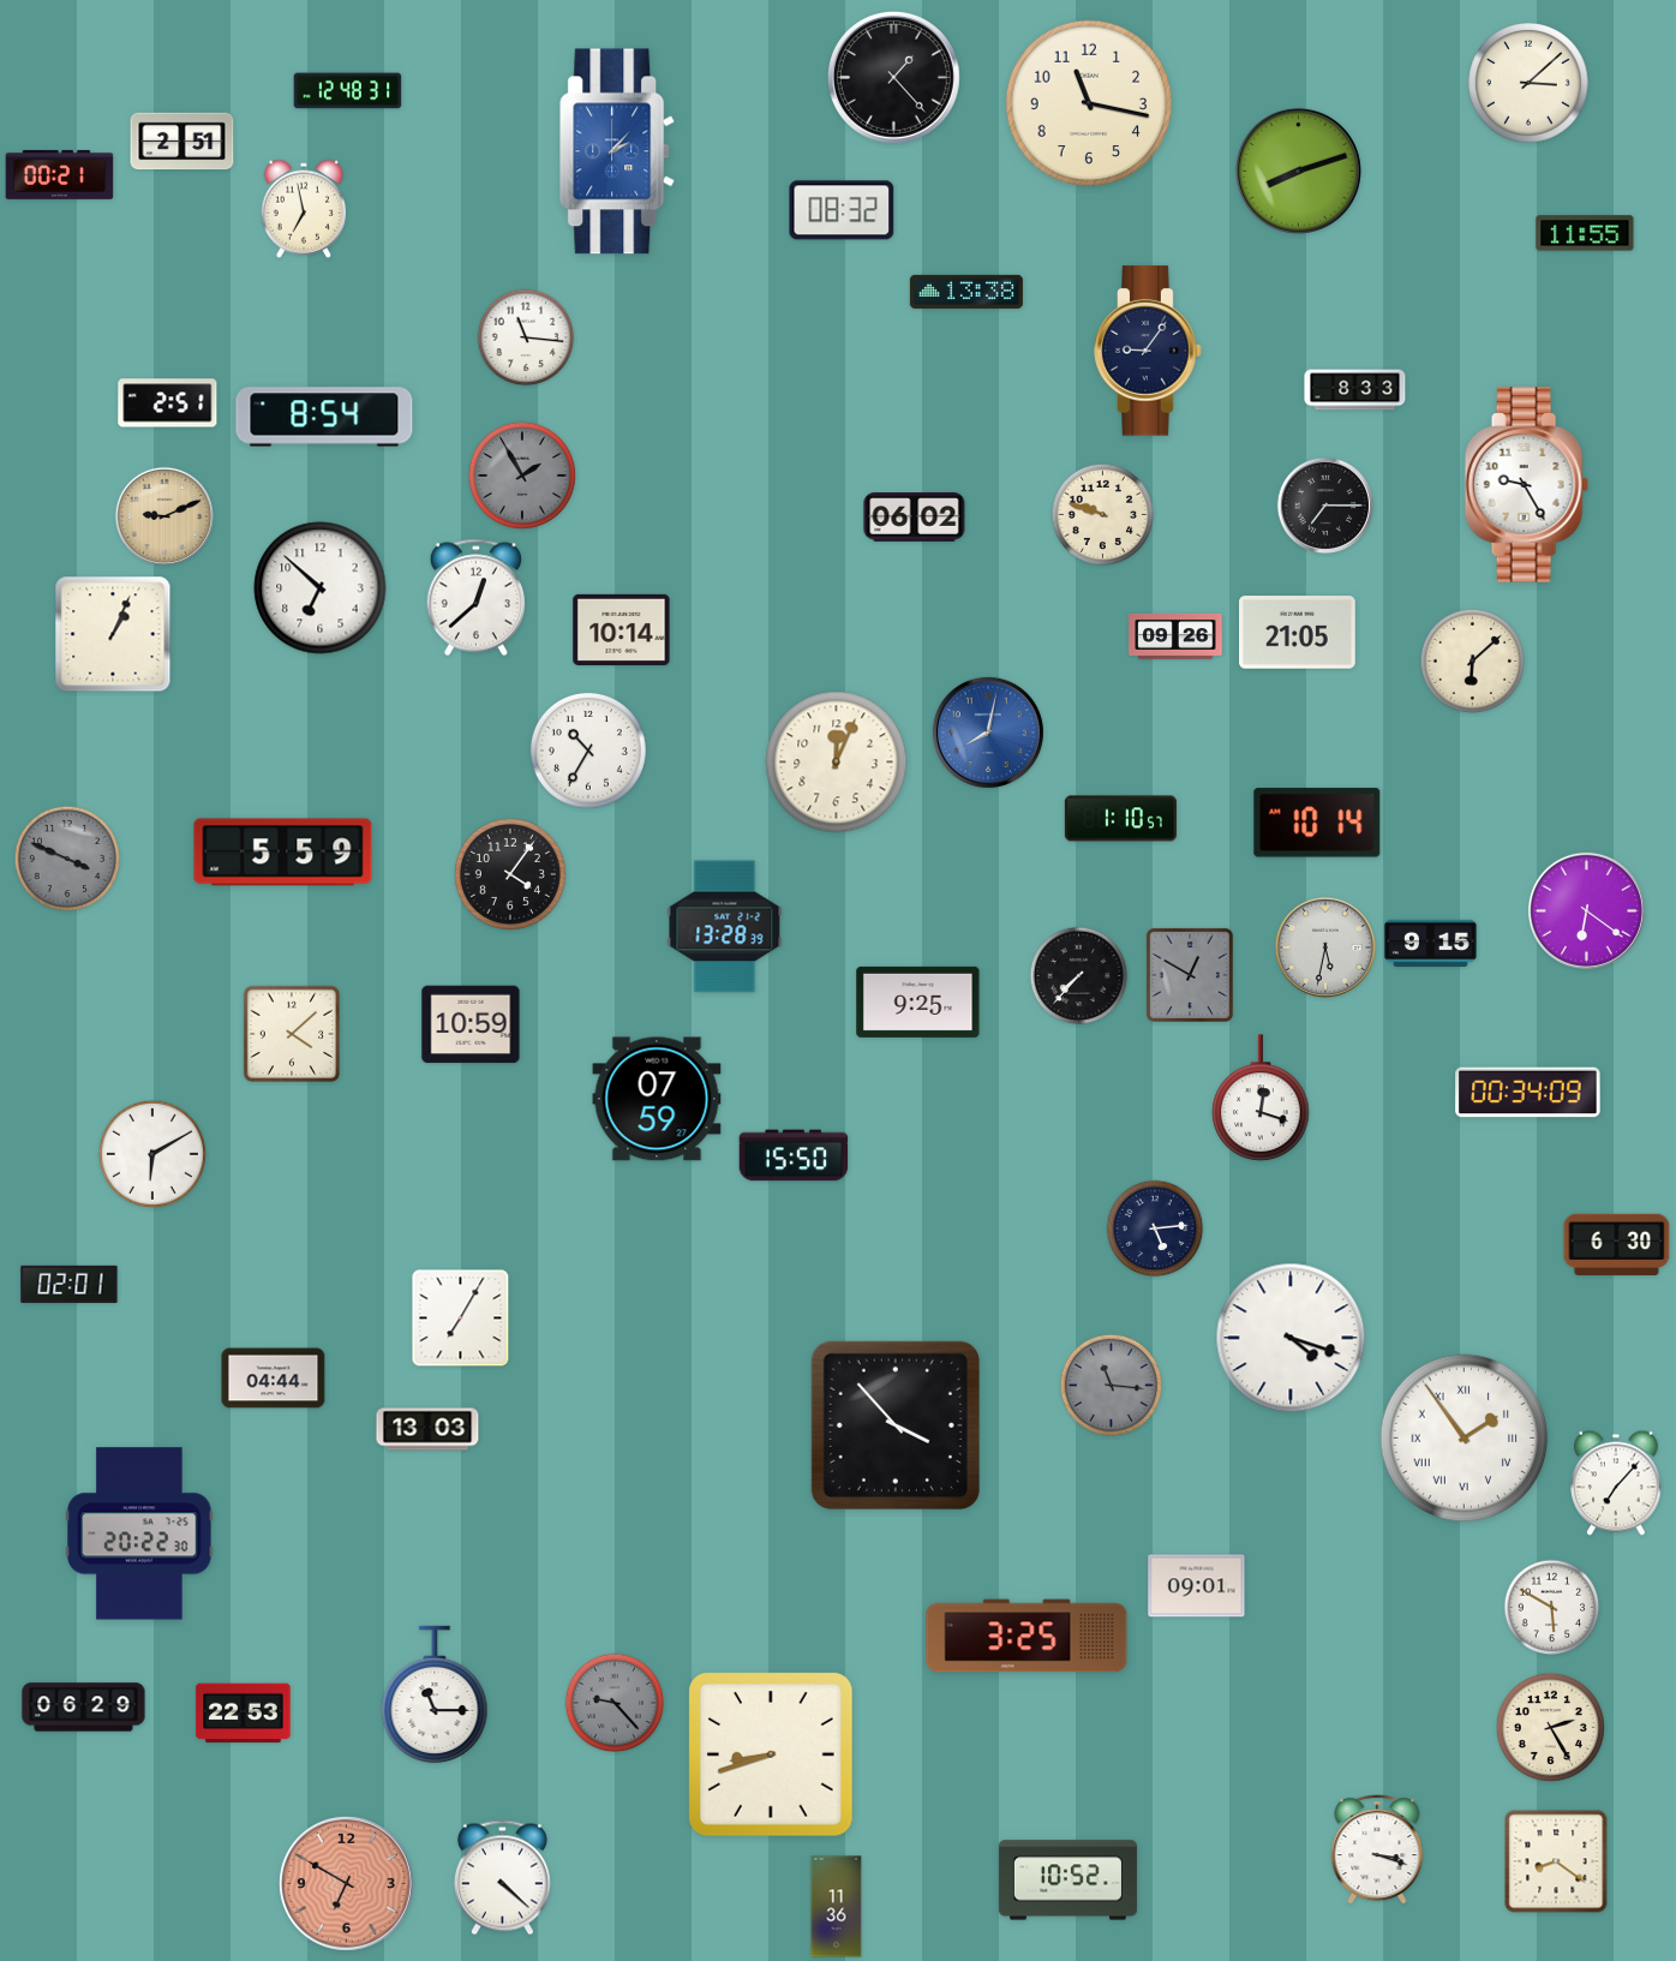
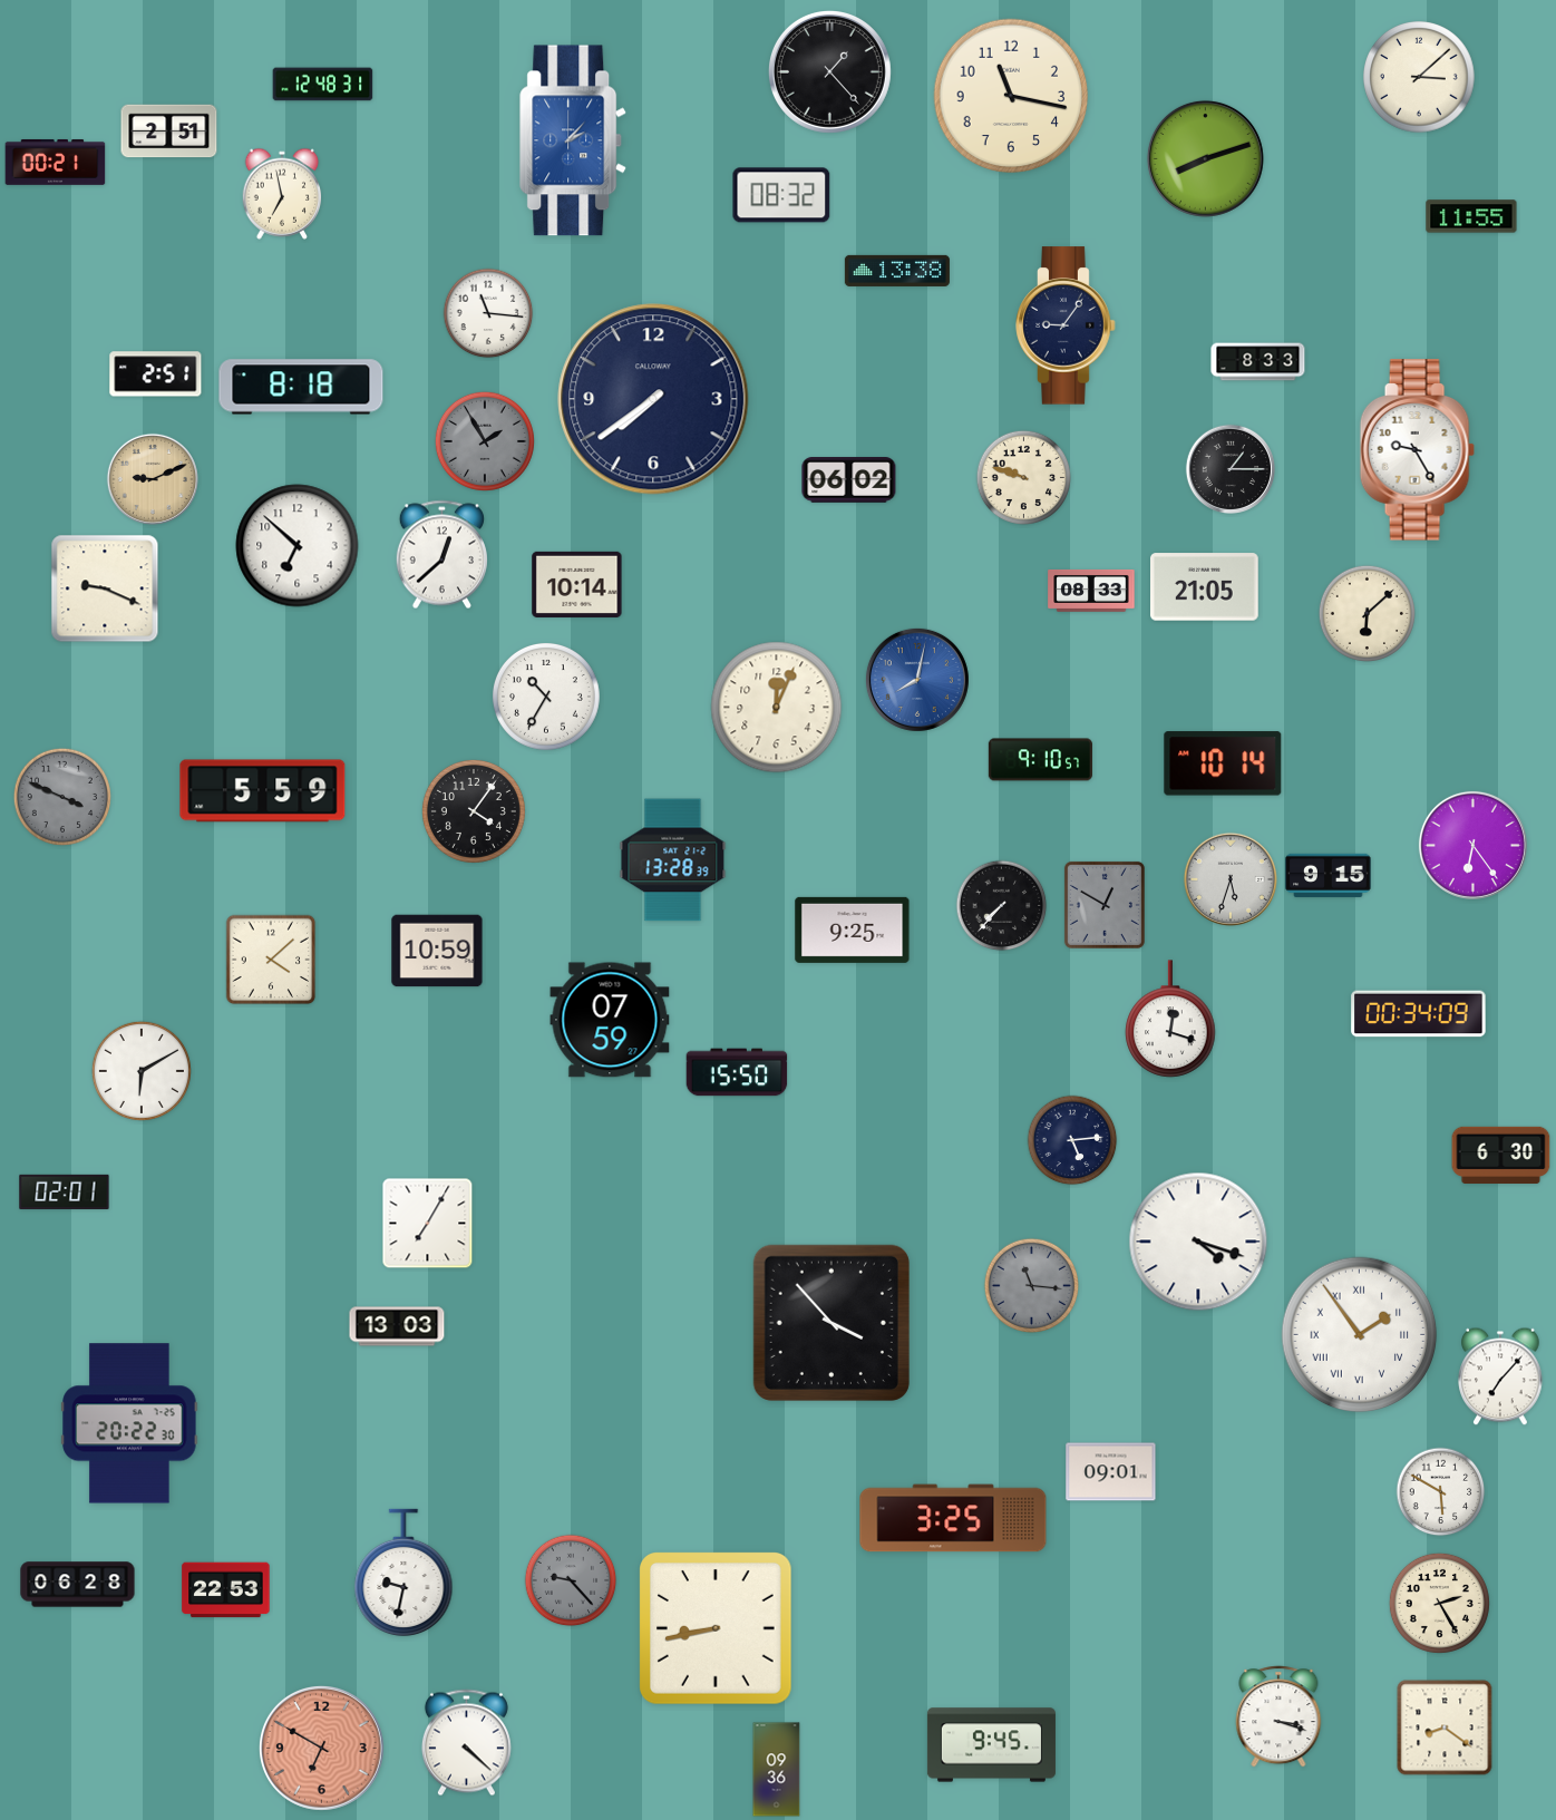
clock at (324, 417): 8:54 -> 8:18
clock at (653, 399): none -> 7:39
clock at (1324, 504): 7:15 -> 1:15
clock at (113, 634): 1:04 -> 9:19
clock at (1175, 636): 09:26 -> 08:33
clock at (1120, 819): 1:10 -> 9:10
clock at (1586, 910): 6:21 -> 6:24
clock at (1325, 947): 5:32 -> 5:33
clock at (274, 1379): 04:44 -> none
clock at (435, 1694): 11:15 -> 9:32
clock at (84, 1708): 06:29 -> 06:28
clock at (771, 1756): 8:42 -> 8:43
clock at (1067, 1881): 10:52 -> 9:45
clock at (837, 1907): 11:36 -> 09:36
